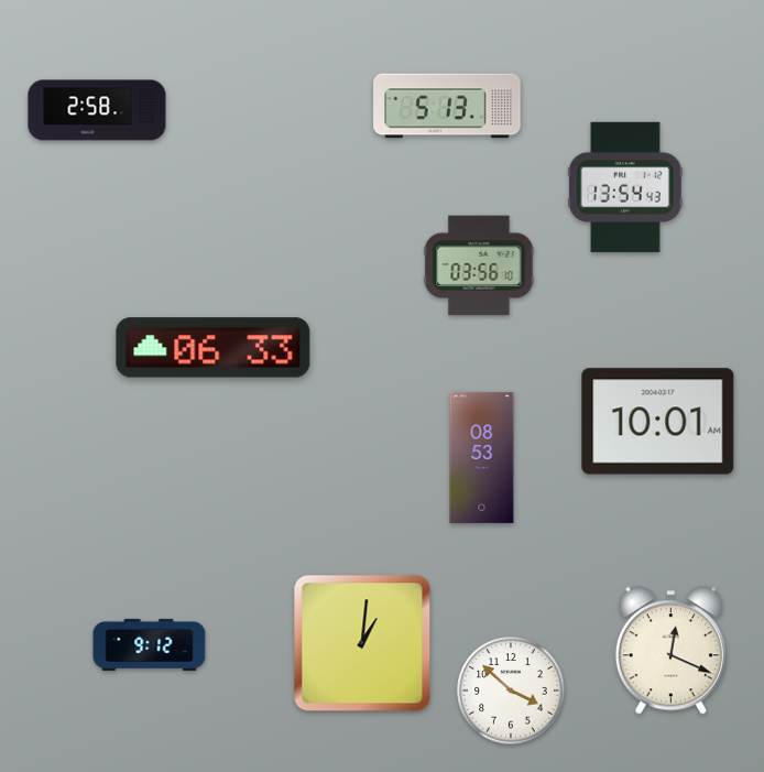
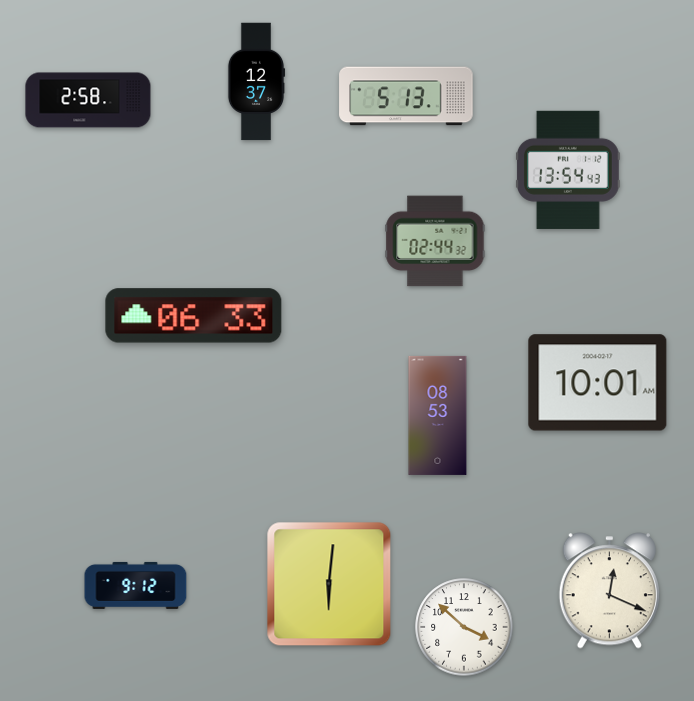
clock at (256, 82): none -> 12:37
clock at (479, 265): 03:56 -> 02:44
clock at (362, 643): 1:01 -> 6:01
